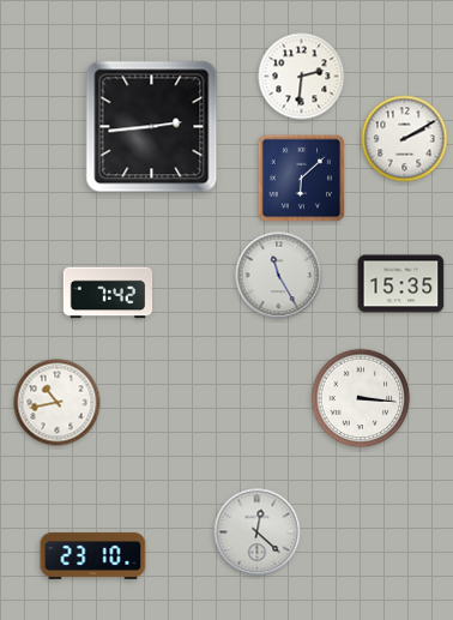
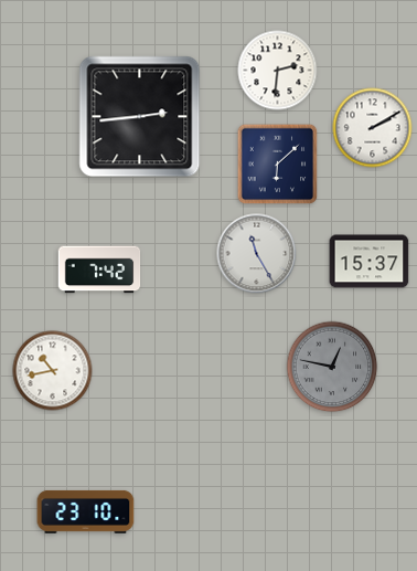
clock at (401, 284): 15:35 -> 15:37
clock at (361, 398): 3:16 -> 12:47
clock at (361, 398) dial: white -> grey
clock at (258, 532): 12:22 -> none
